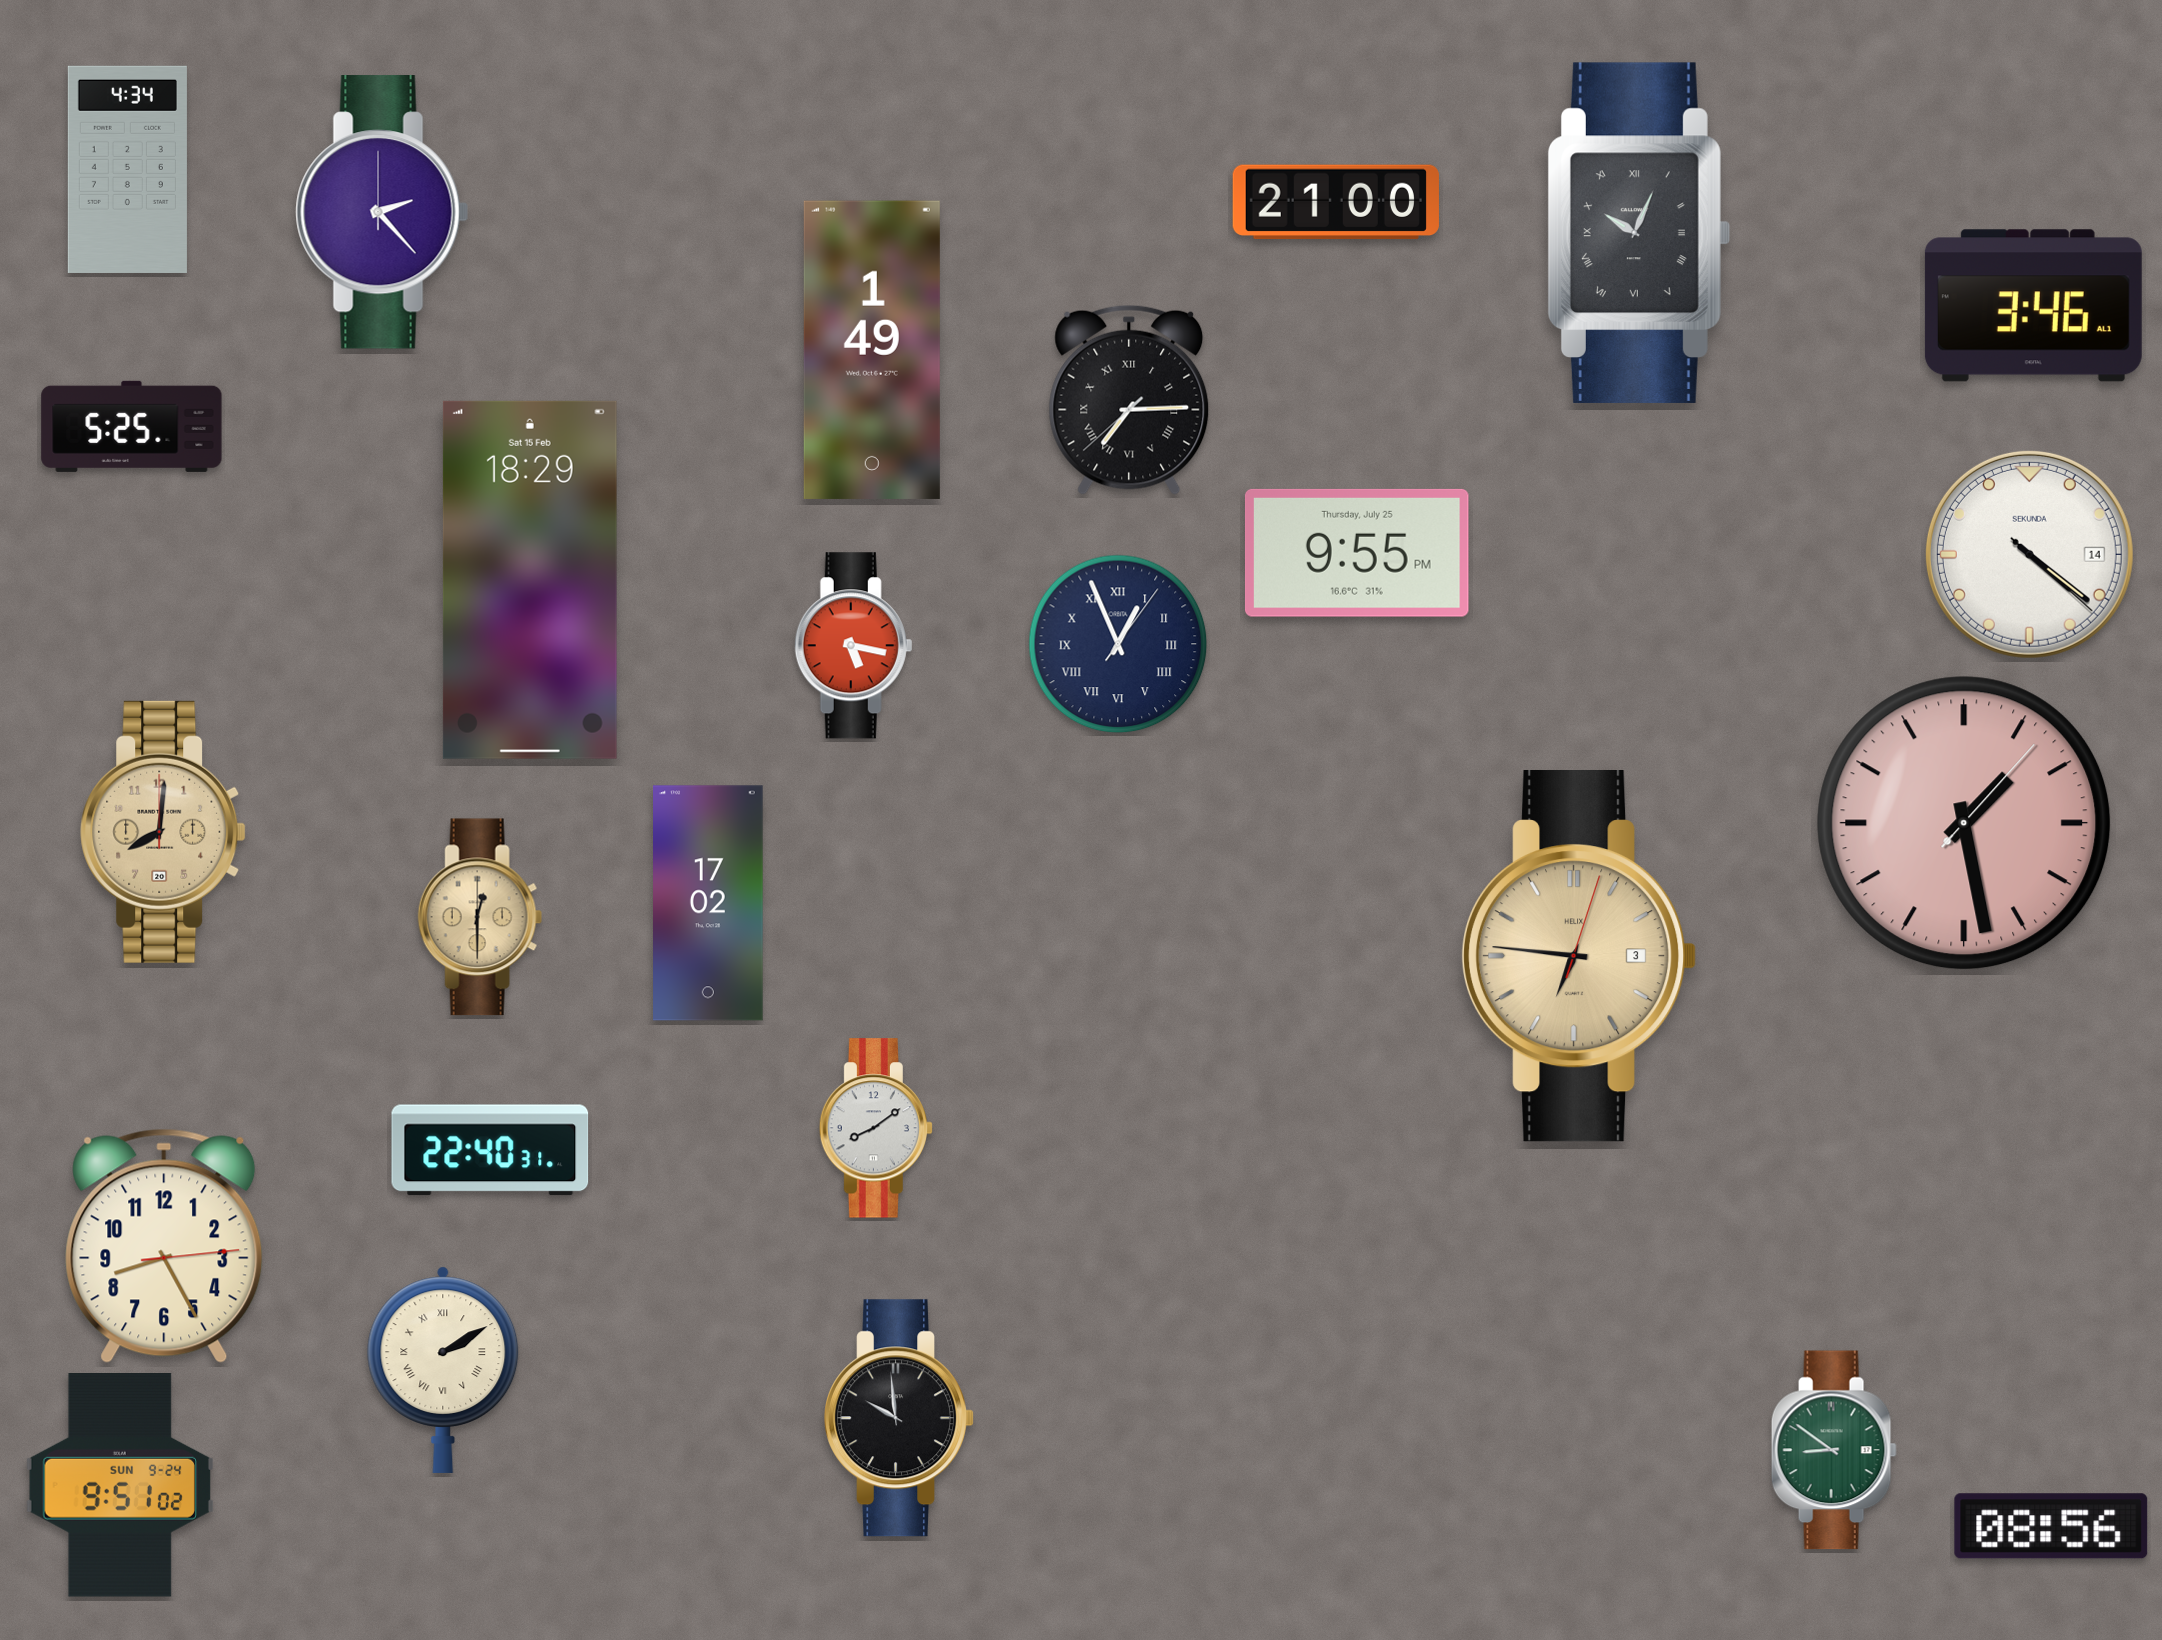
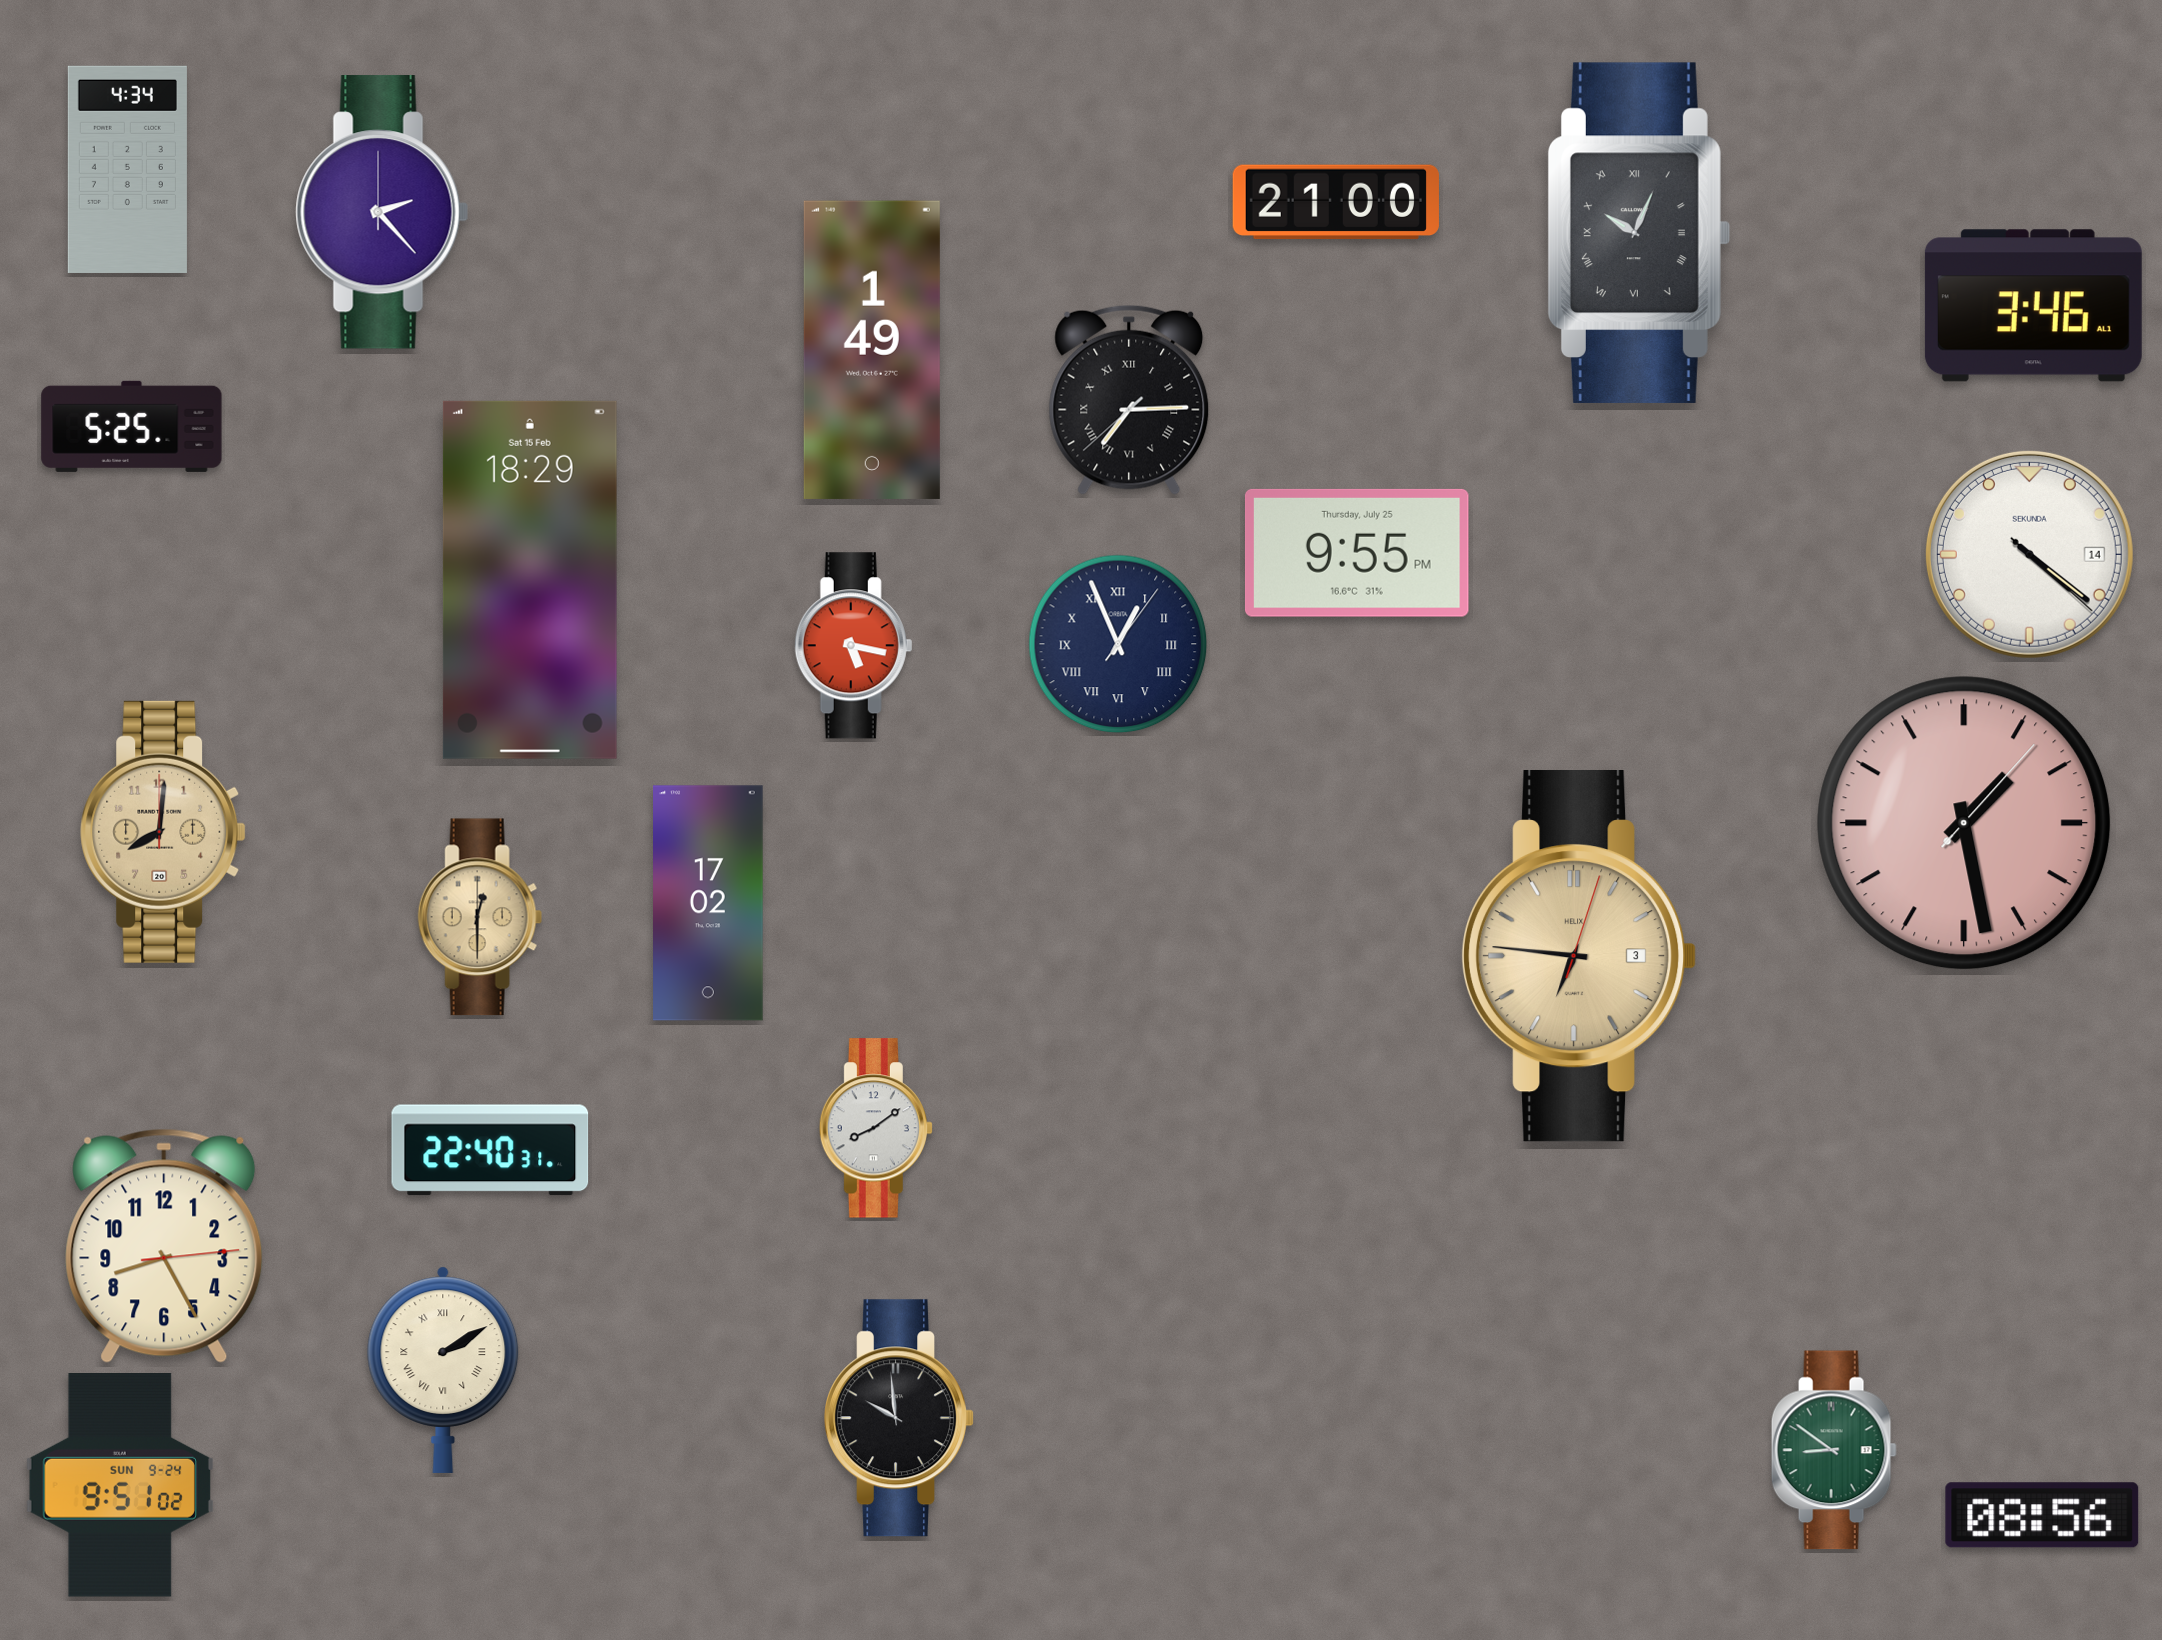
clock at (2051, 1526) position: (2051, 1526) -> (2042, 1515)
